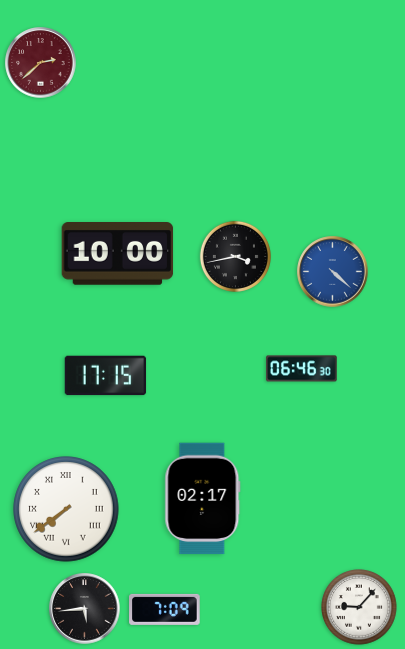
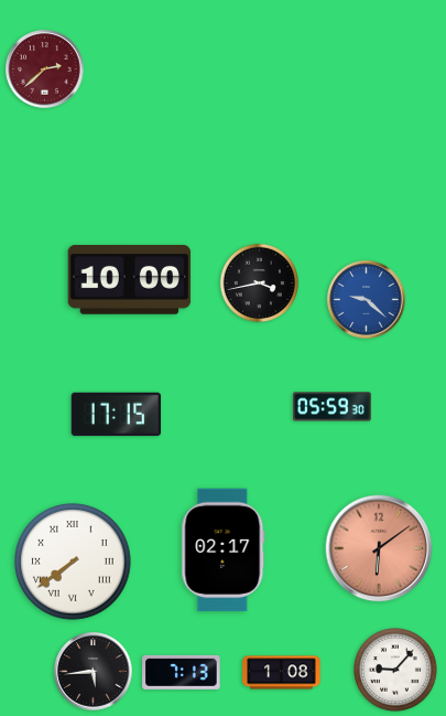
clock at (333, 272): 4:22 -> 9:22
clock at (302, 369): 06:46 -> 05:59
clock at (379, 548): none -> 6:09
clock at (165, 609): 7:09 -> 7:13
clock at (282, 673): none -> 1:08
